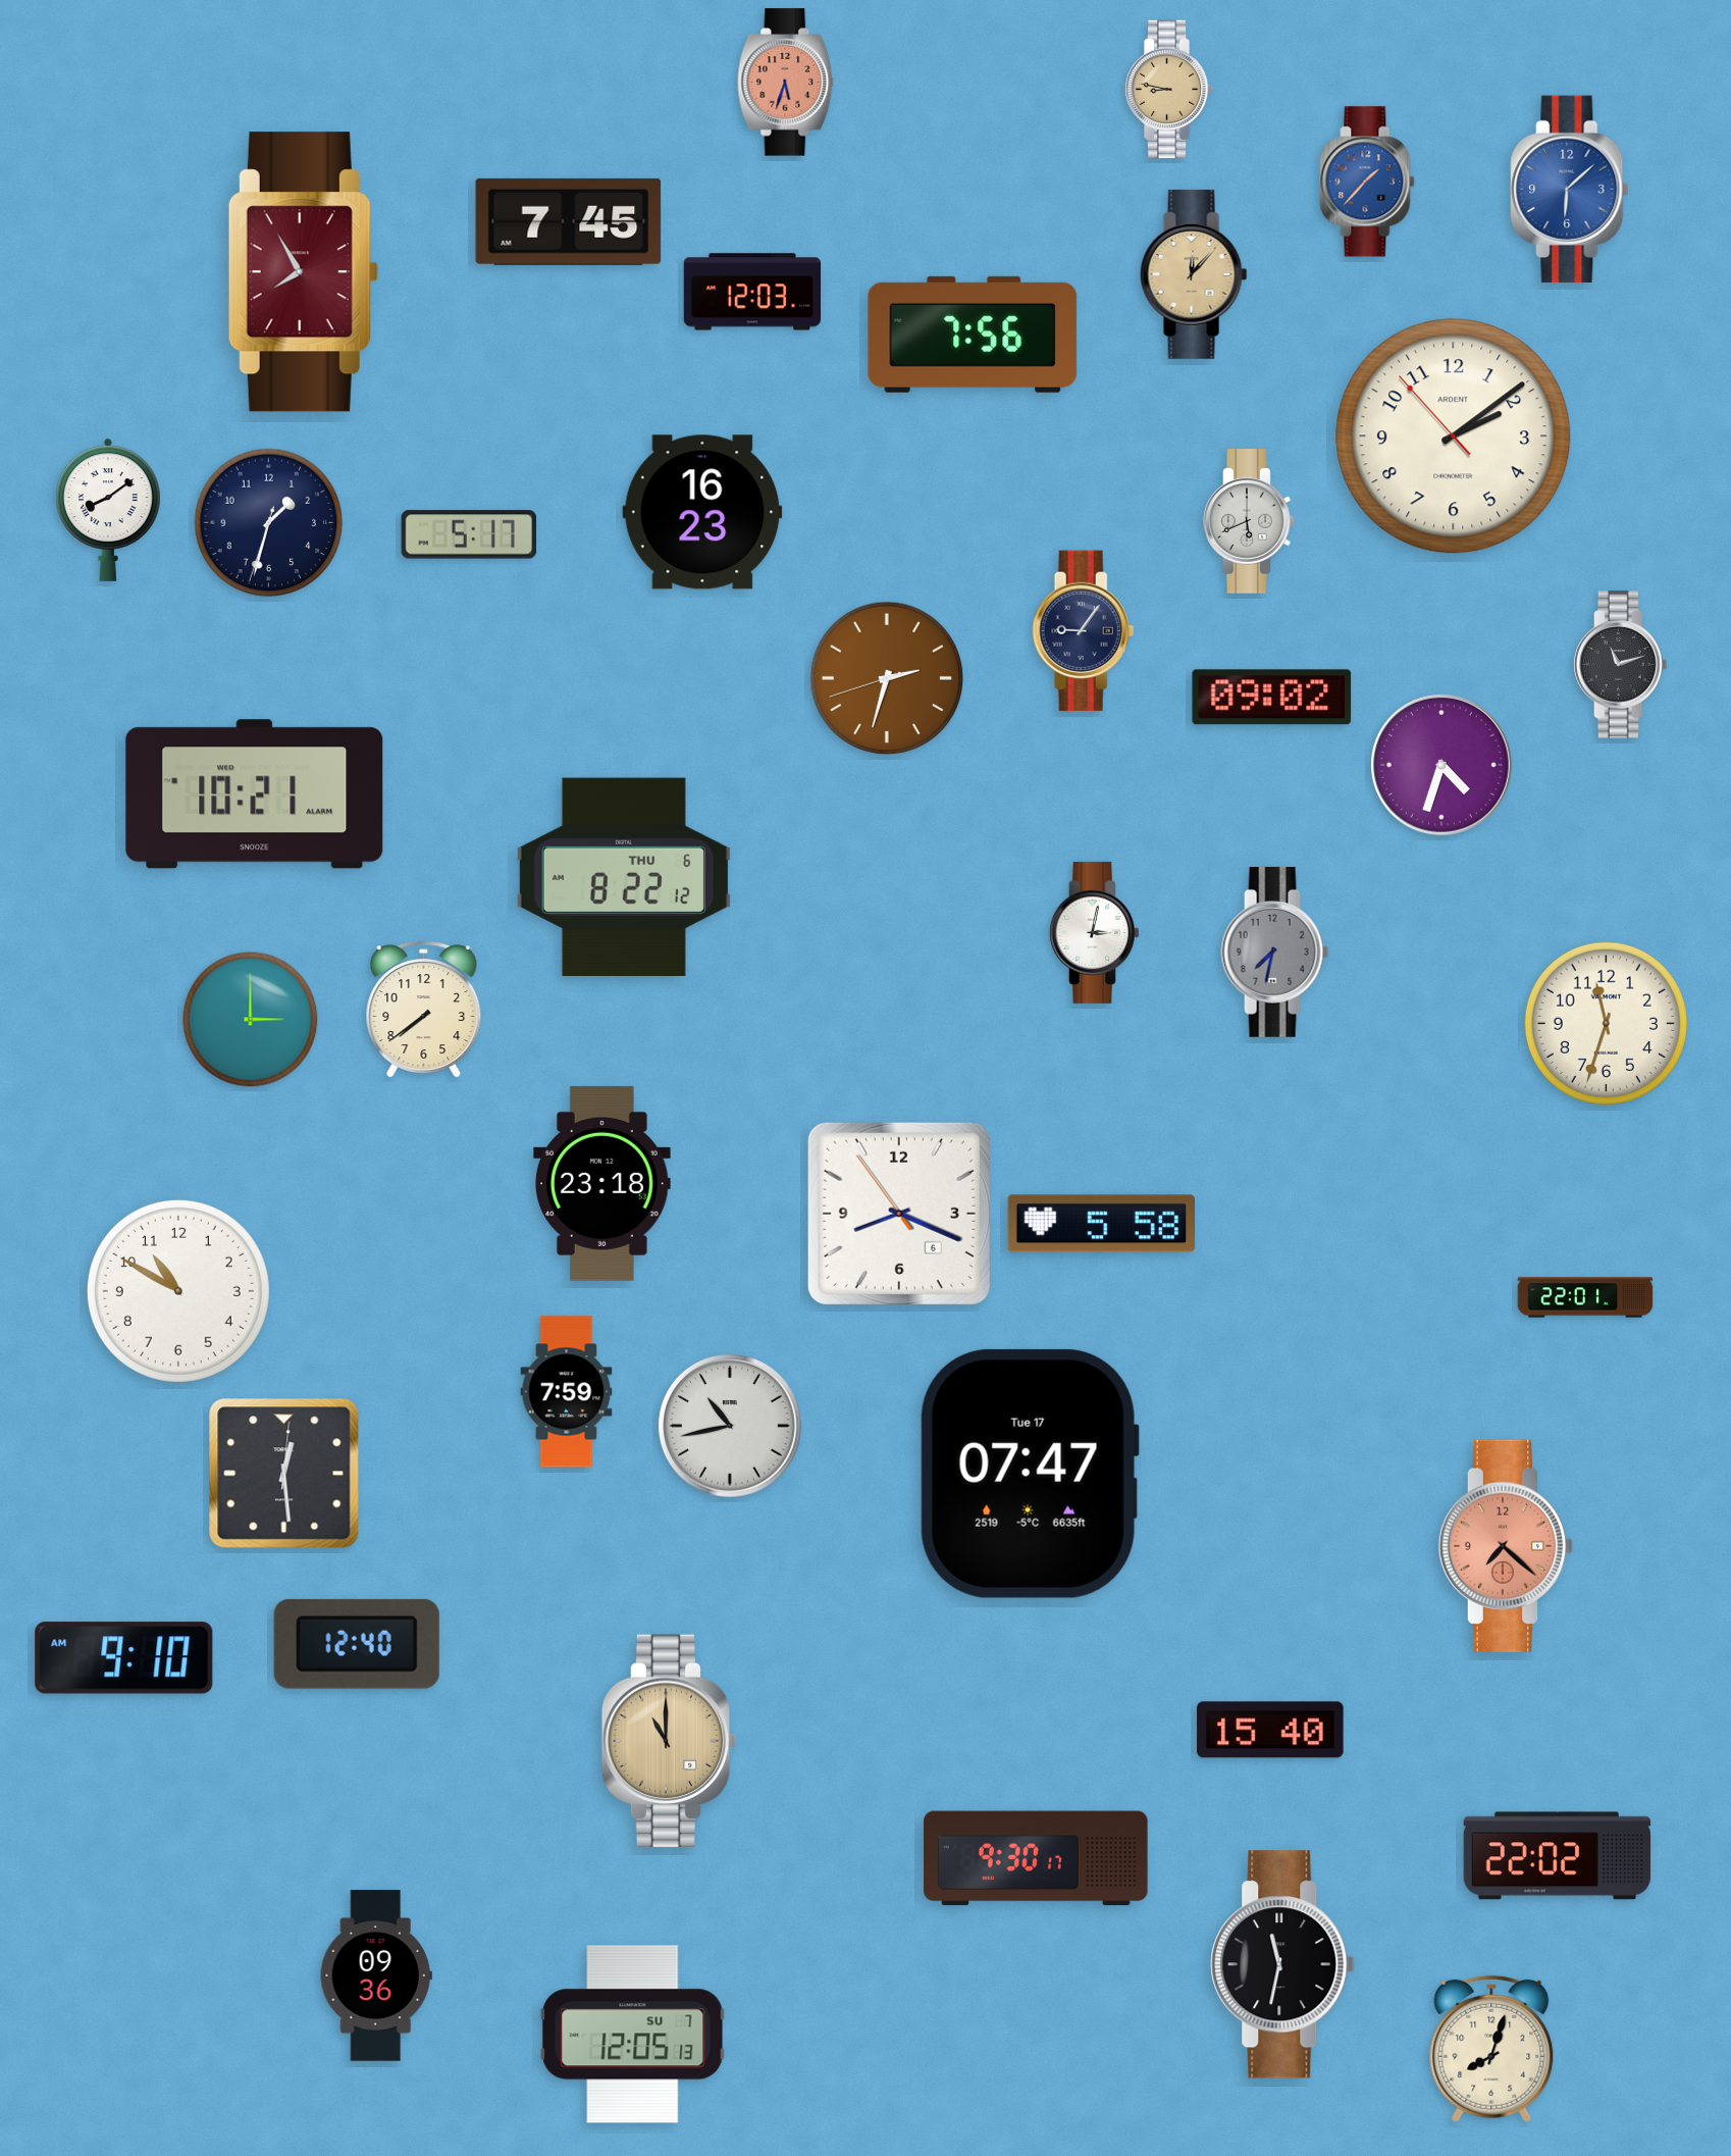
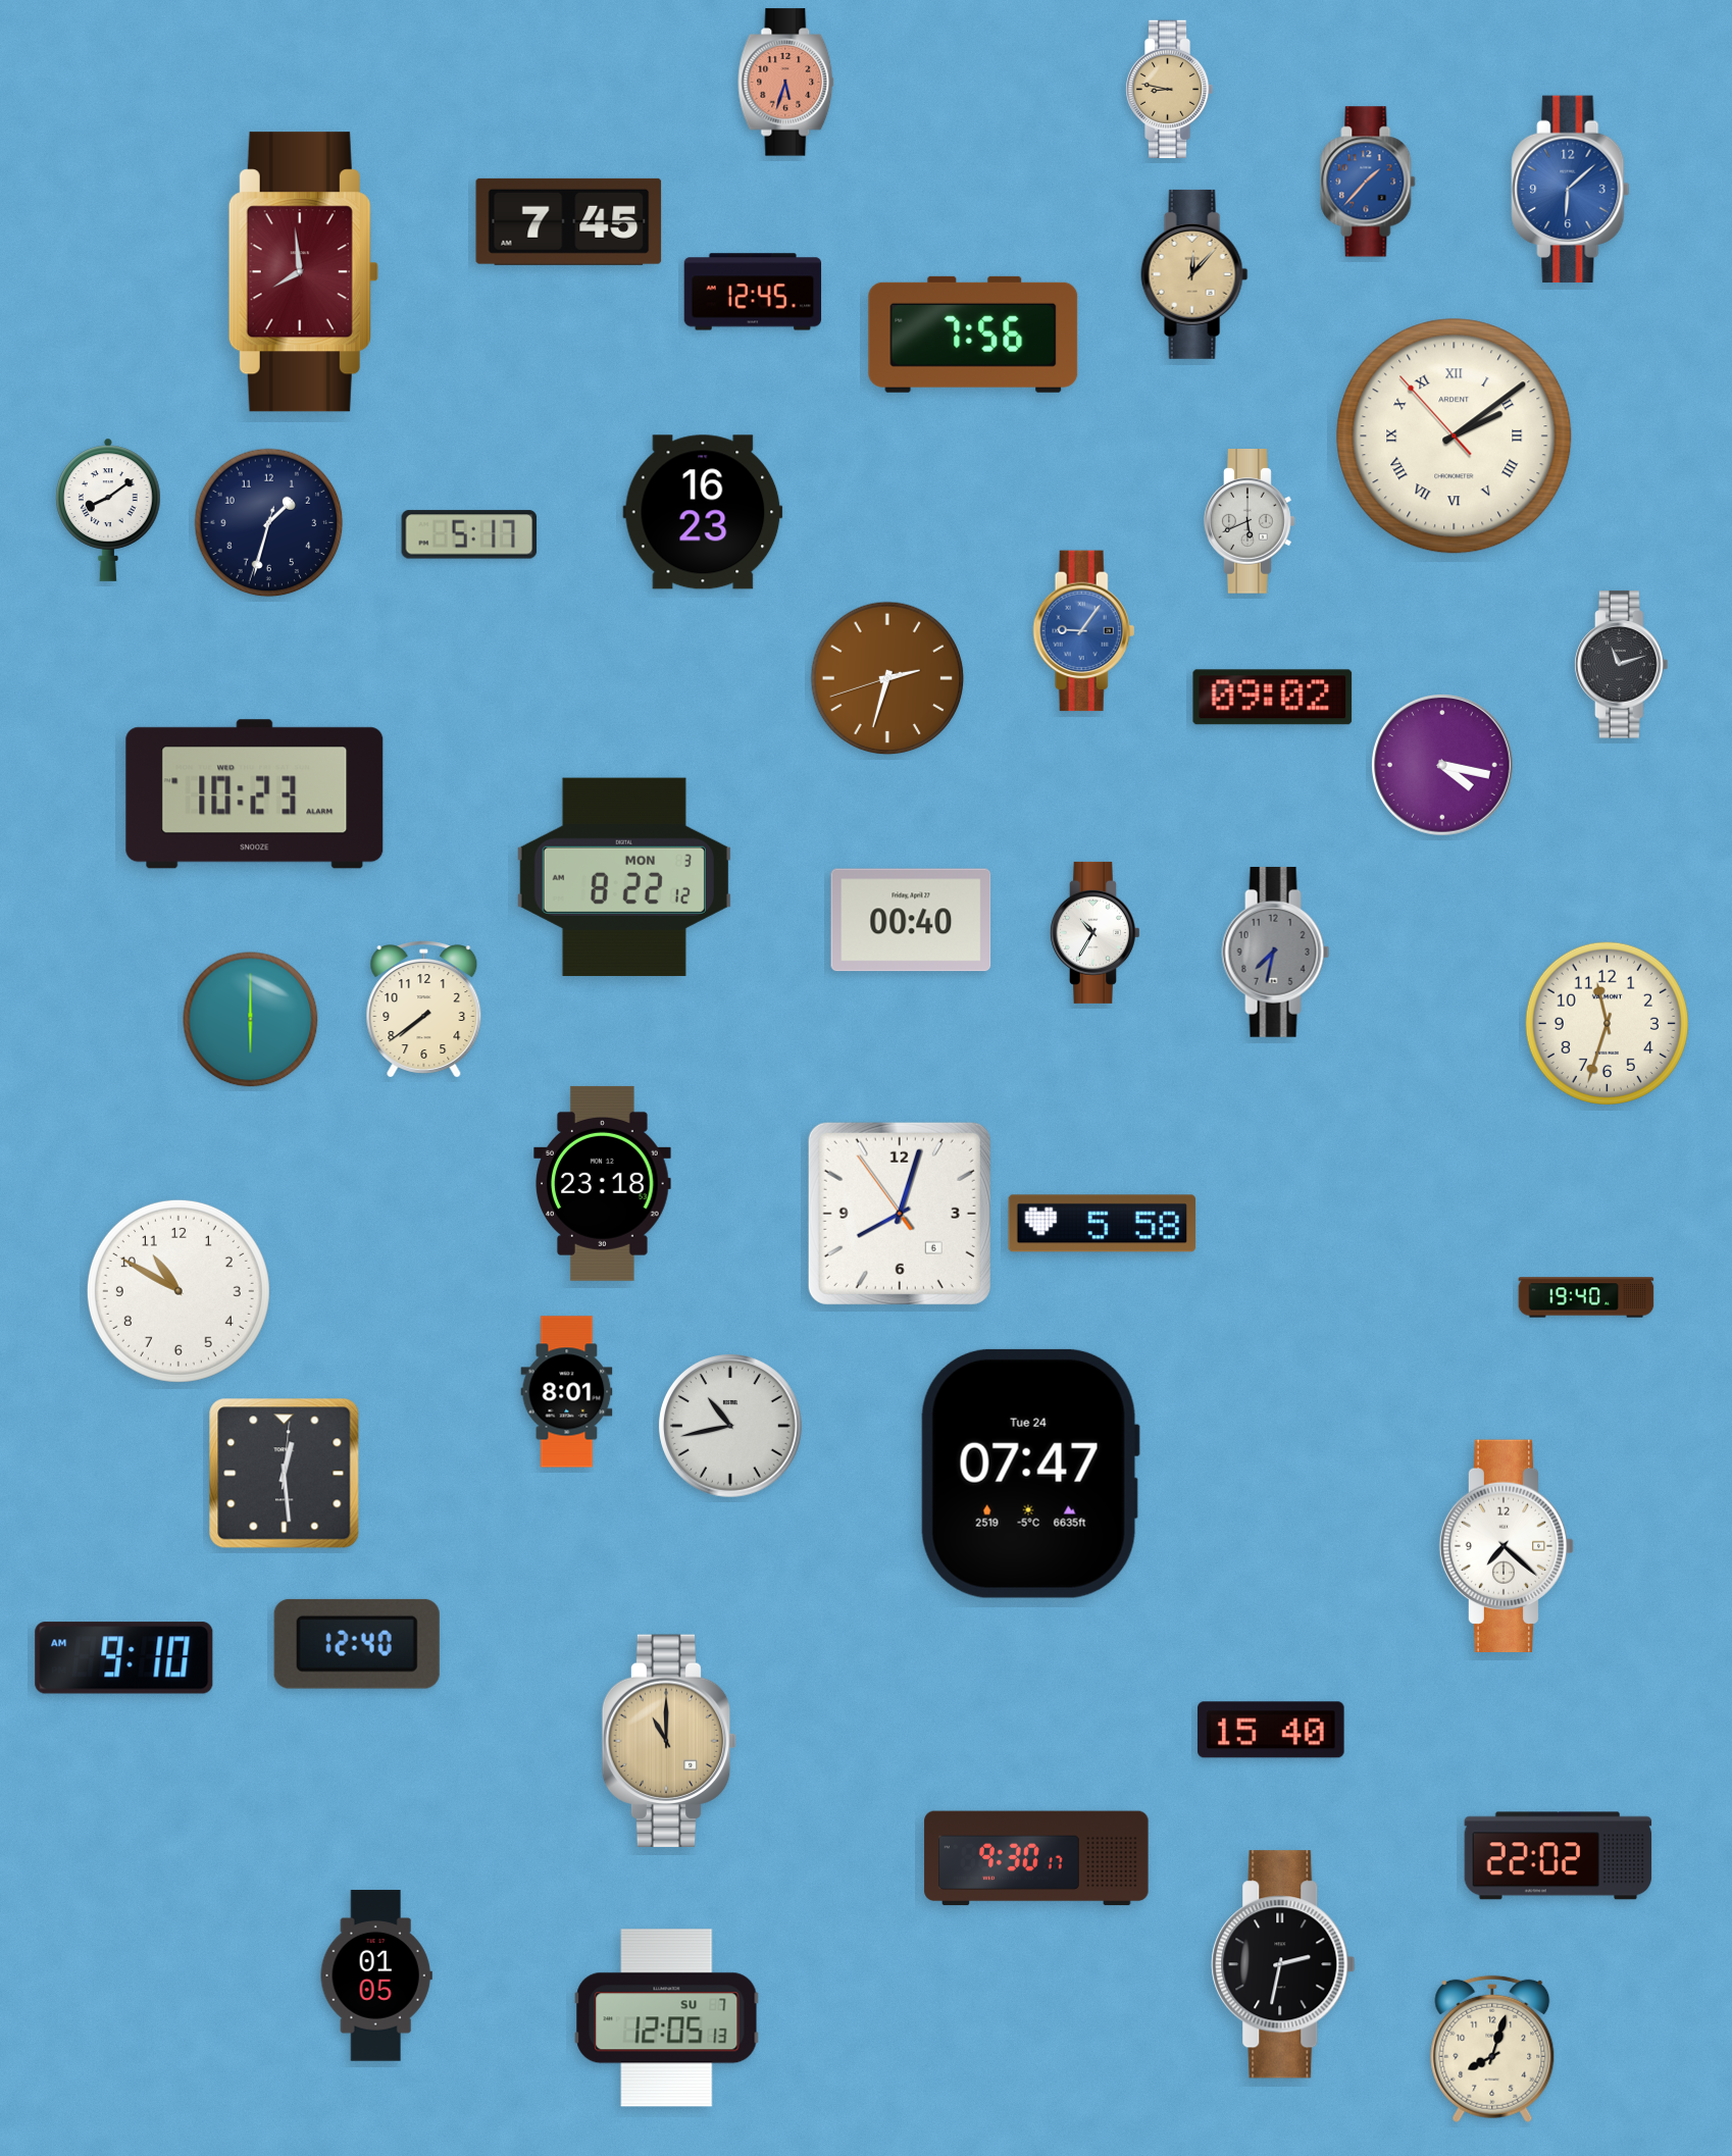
clock at (303, 272): 7:55 -> 7:59
clock at (752, 292): 12:03 -> 12:45
clock at (1454, 437) numerals: Arabic -> Roman
clock at (1084, 631) dial: navy -> blue
clock at (1442, 766): 4:33 -> 4:17
clock at (255, 794): 10:21 -> 10:23
clock at (624, 877) date: THU 6 -> MON 3
clock at (911, 920): none -> 00:40
clock at (1094, 932): 3:02 -> 10:35
clock at (251, 1020): 3:00 -> 6:00
clock at (899, 1214): 8:18 -> 8:02
clock at (1585, 1297): 22:01 -> 19:40
clock at (567, 1392): 7:59 -> 8:01
clock at (1030, 1474) date: Tue 17 -> Tue 24
clock at (1506, 1545) dial: salmon -> white
clock at (1282, 1964): 11:32 -> 2:32
clock at (376, 1975): 09:36 -> 01:05
clock at (633, 2035) position: (633, 2035) -> (667, 2018)
